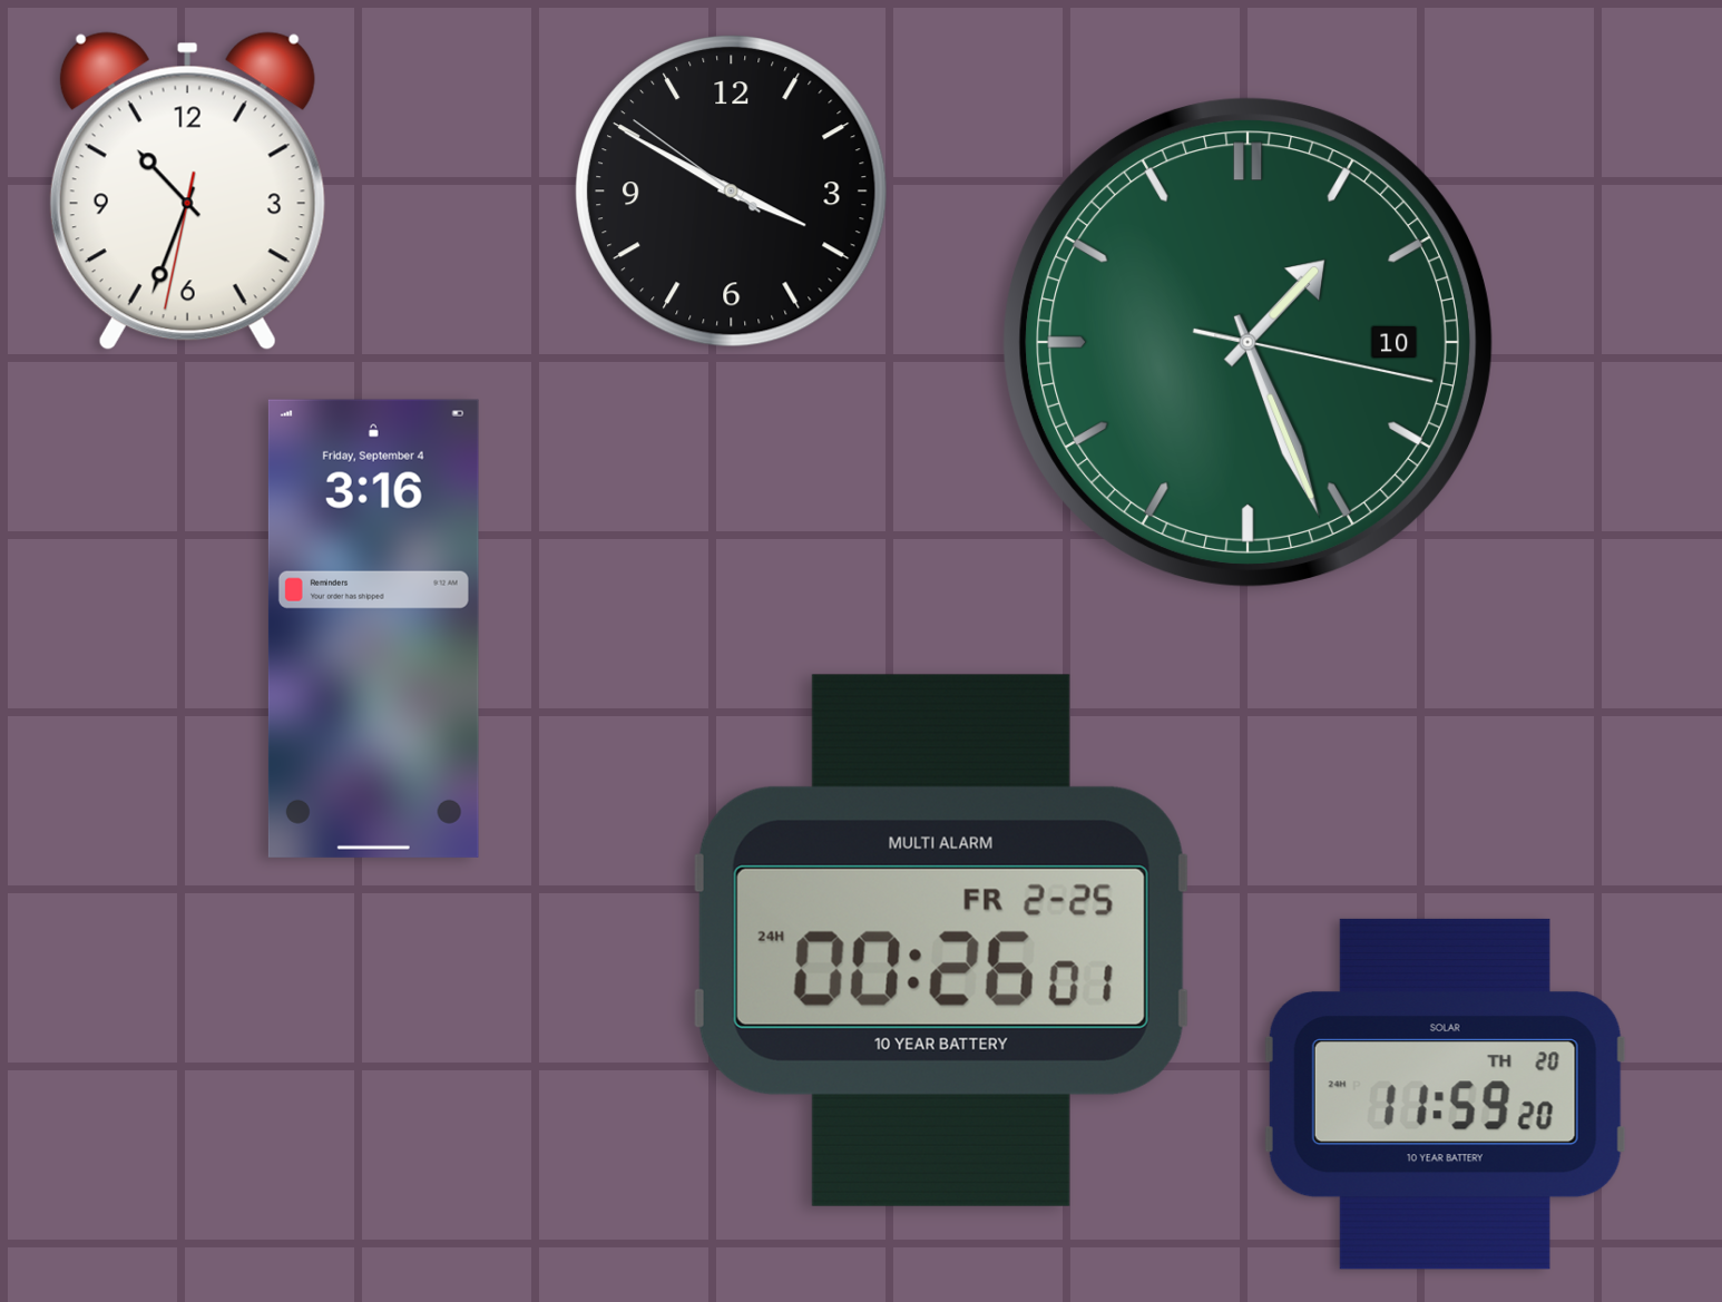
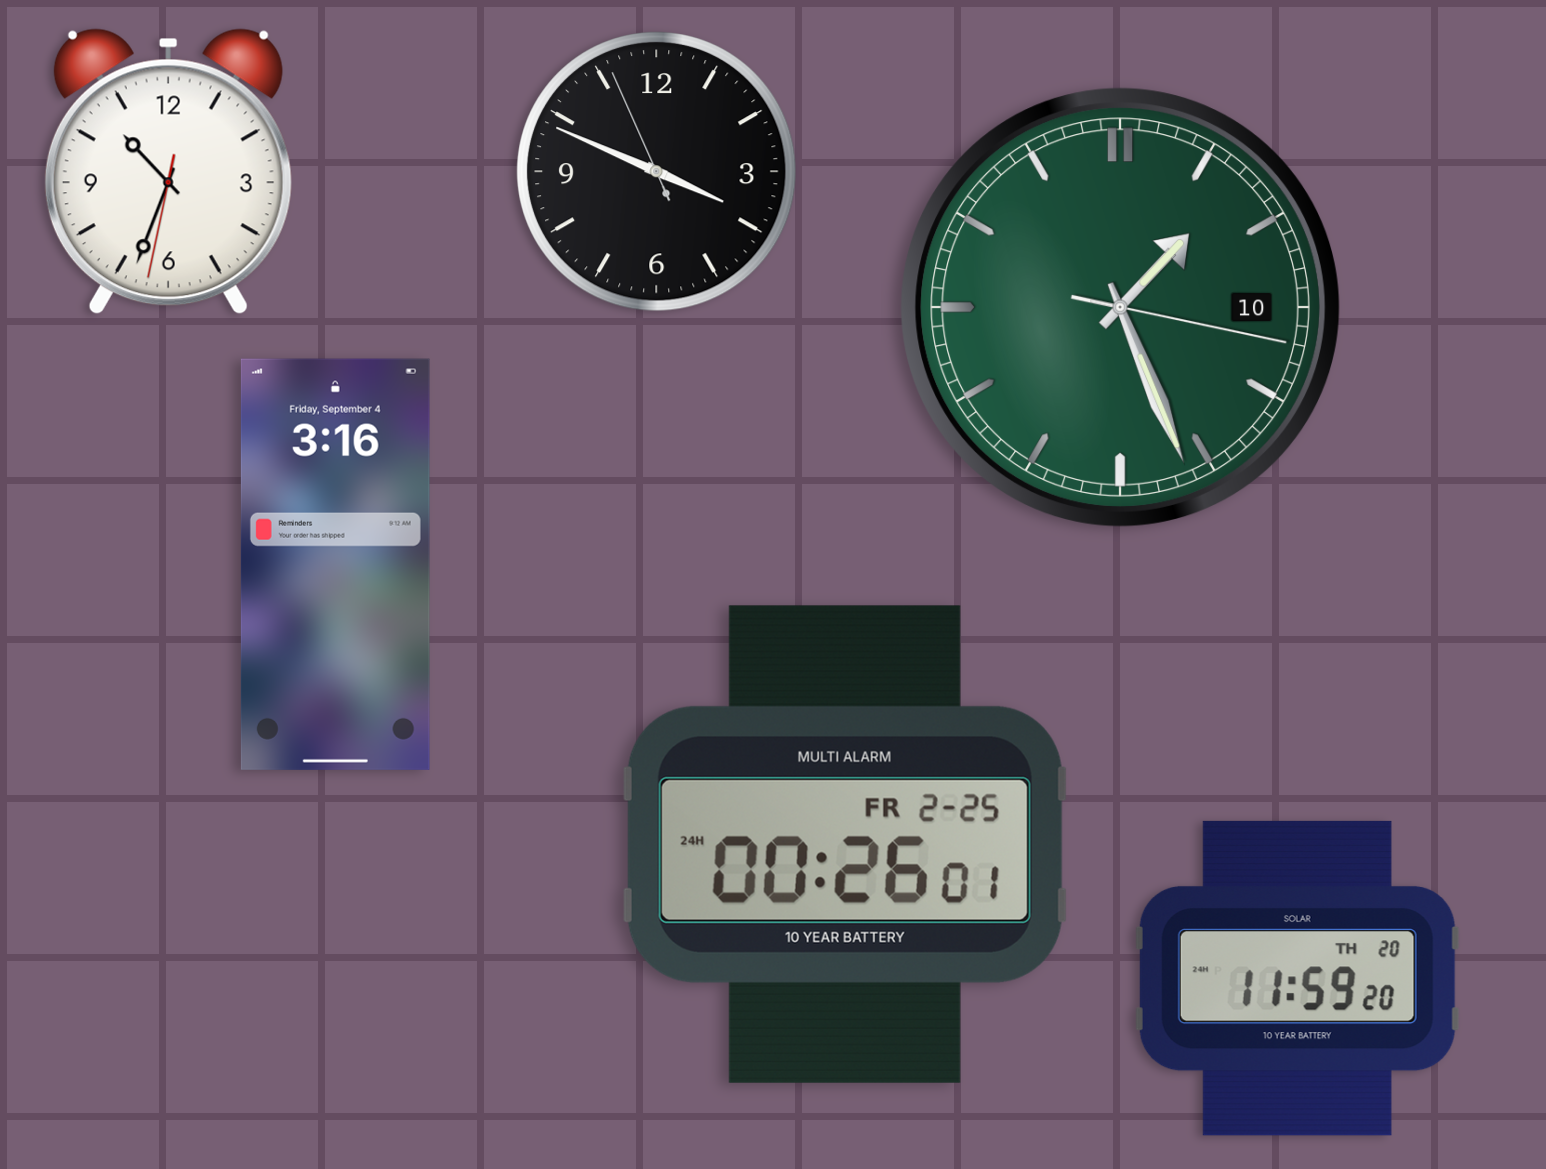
clock at (732, 192): 3:49 -> 3:48
clock at (1445, 1094) position: (1445, 1094) -> (1297, 978)
